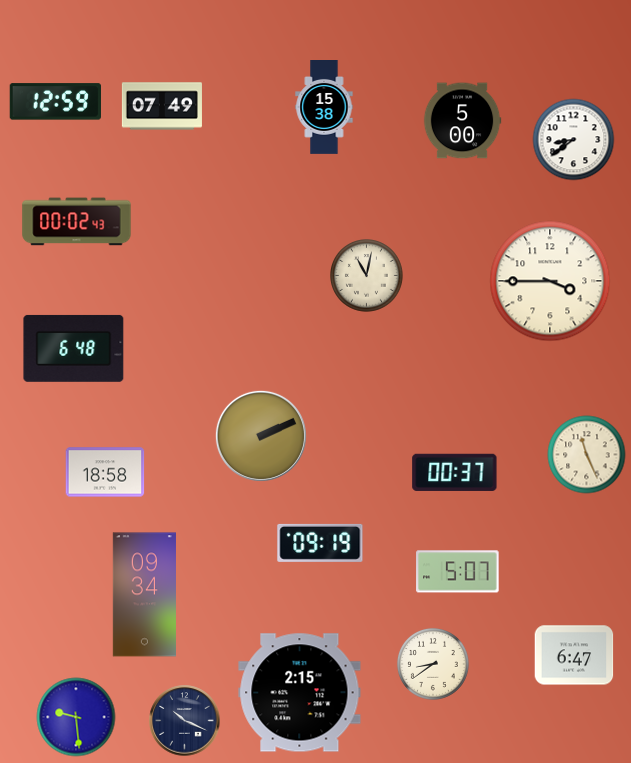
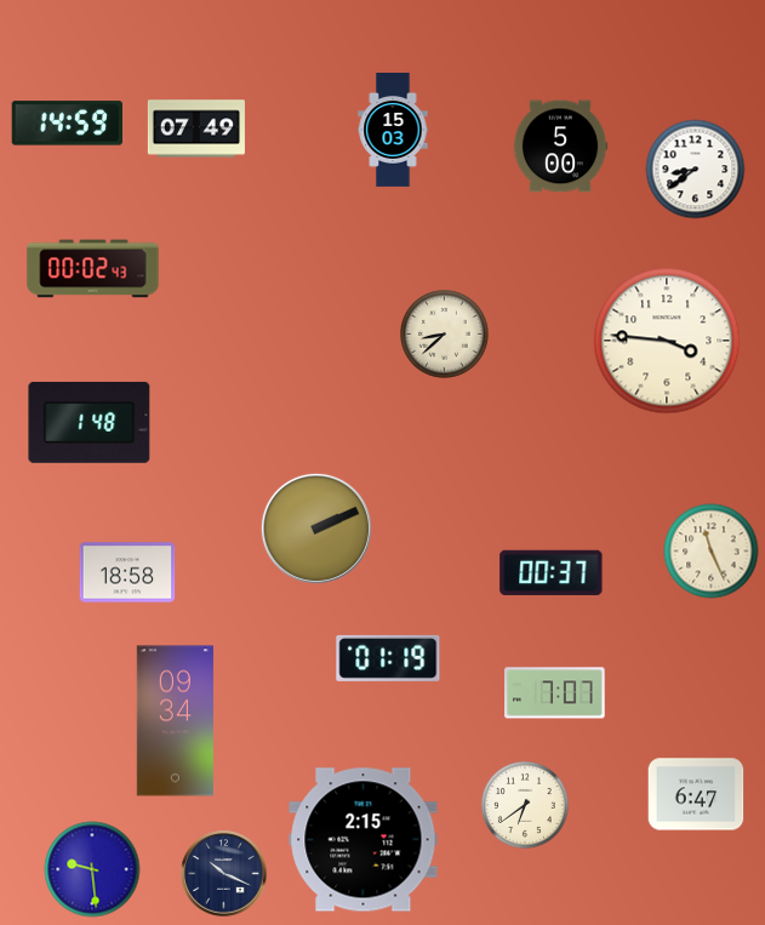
clock at (55, 102): 12:59 -> 14:59
clock at (324, 108): 15:38 -> 15:03
clock at (367, 276): 11:02 -> 8:38
clock at (550, 281): 3:45 -> 3:46
clock at (74, 348): 6:48 -> 1:48
clock at (320, 543): 09:19 -> 01:19
clock at (458, 572): 5:07 -> 7:07
clock at (433, 664): 8:39 -> 6:39
